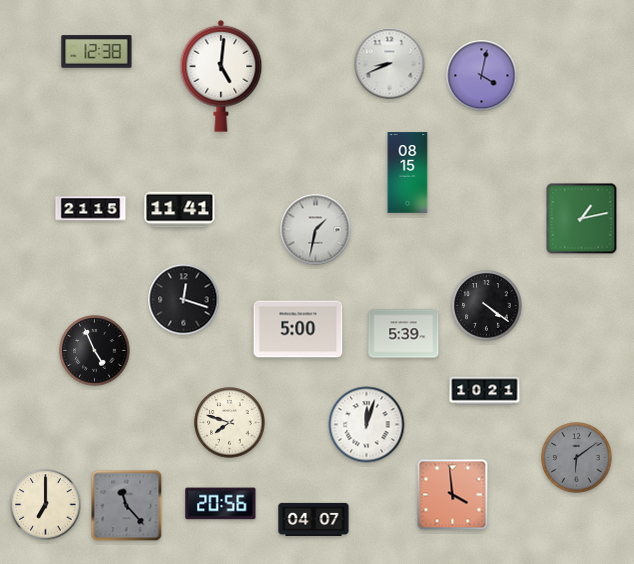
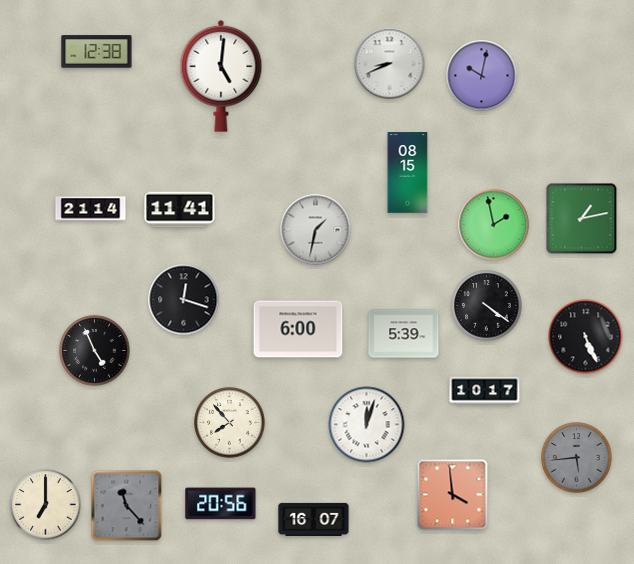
clock at (482, 76): 4:02 -> 10:02
clock at (91, 209): 21:15 -> 21:14
clock at (494, 225): none -> 1:58
clock at (298, 329): 5:00 -> 6:00
clock at (586, 337): none -> 5:26
clock at (485, 391): 10:21 -> 10:17
clock at (230, 423): 7:48 -> 7:53
clock at (577, 458): 6:09 -> 5:44
clock at (314, 519): 04:07 -> 16:07
